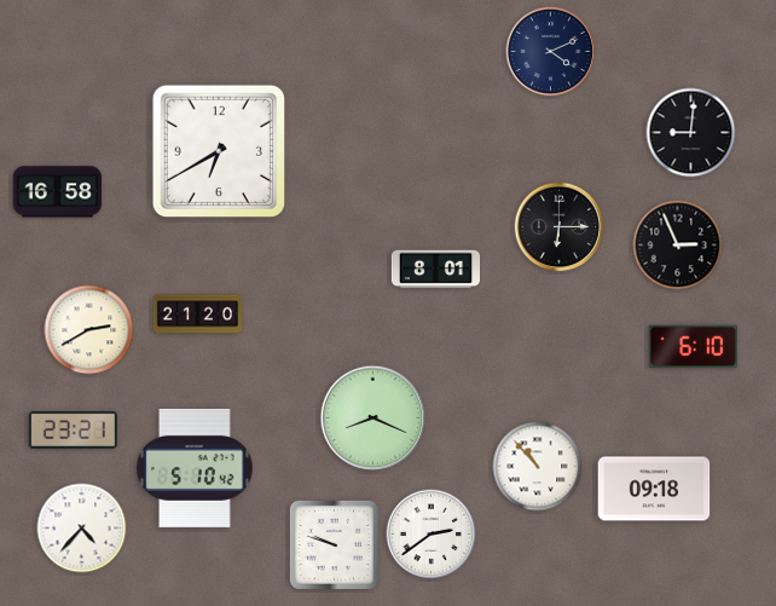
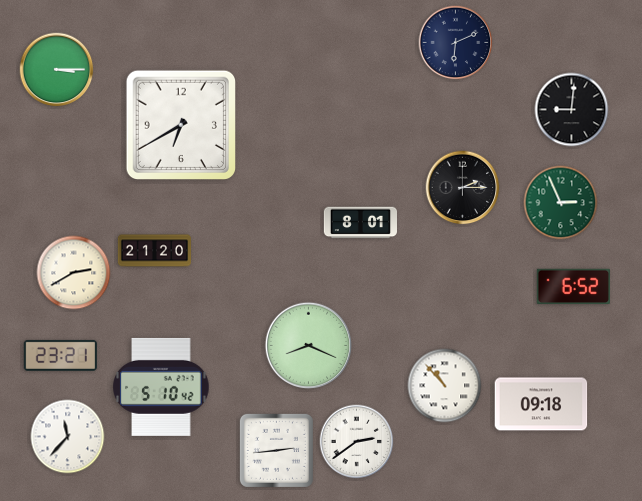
clock at (551, 52): 4:11 -> 6:11
clock at (57, 70): none -> 3:15
clock at (57, 192): 16:58 -> none
clock at (560, 227): 6:15 -> 2:15
clock at (678, 246) dial: black -> green
clock at (197, 314) position: (197, 314) -> (154, 251)
clock at (693, 346): 6:10 -> 6:52
clock at (82, 529): 4:37 -> 11:37
clock at (334, 544): 9:48 -> 2:44
